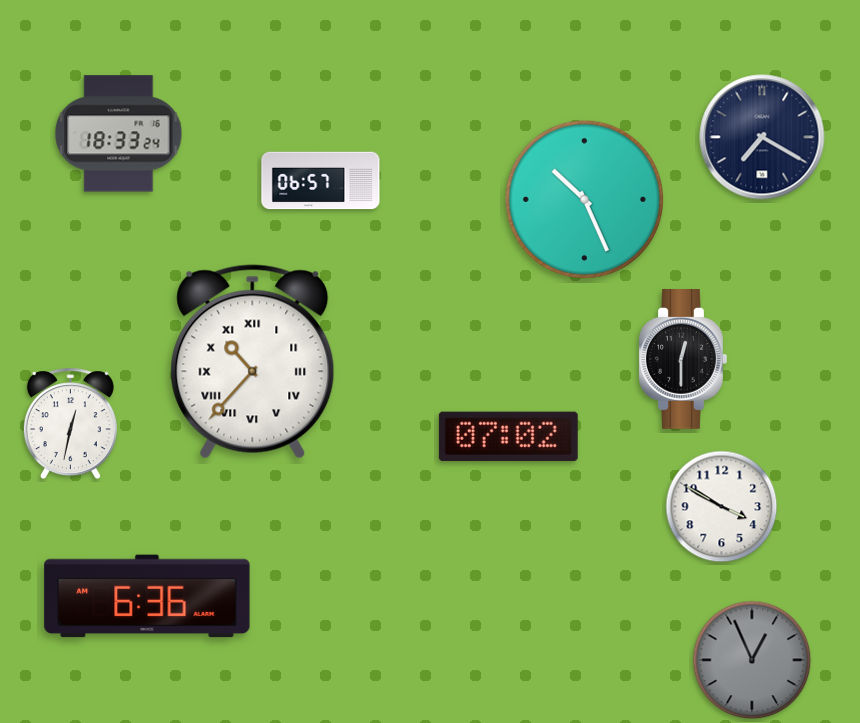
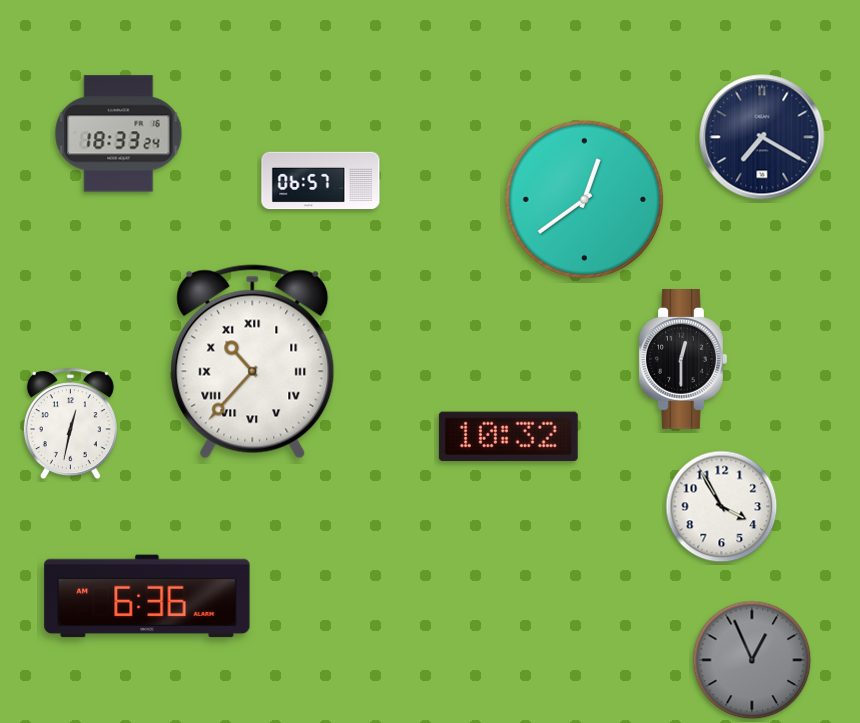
clock at (585, 200): 10:26 -> 12:39
clock at (508, 436): 07:02 -> 10:32
clock at (722, 507): 3:50 -> 3:55
